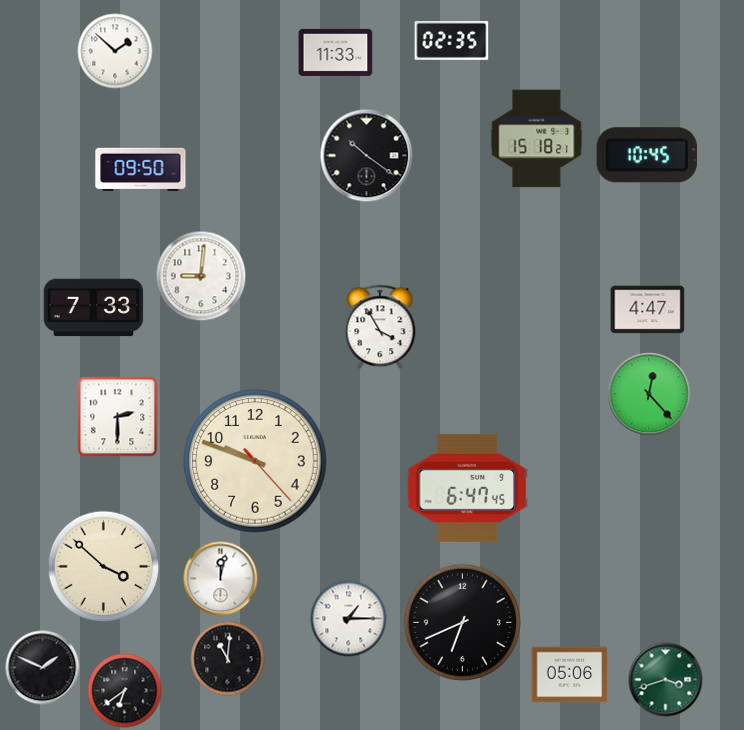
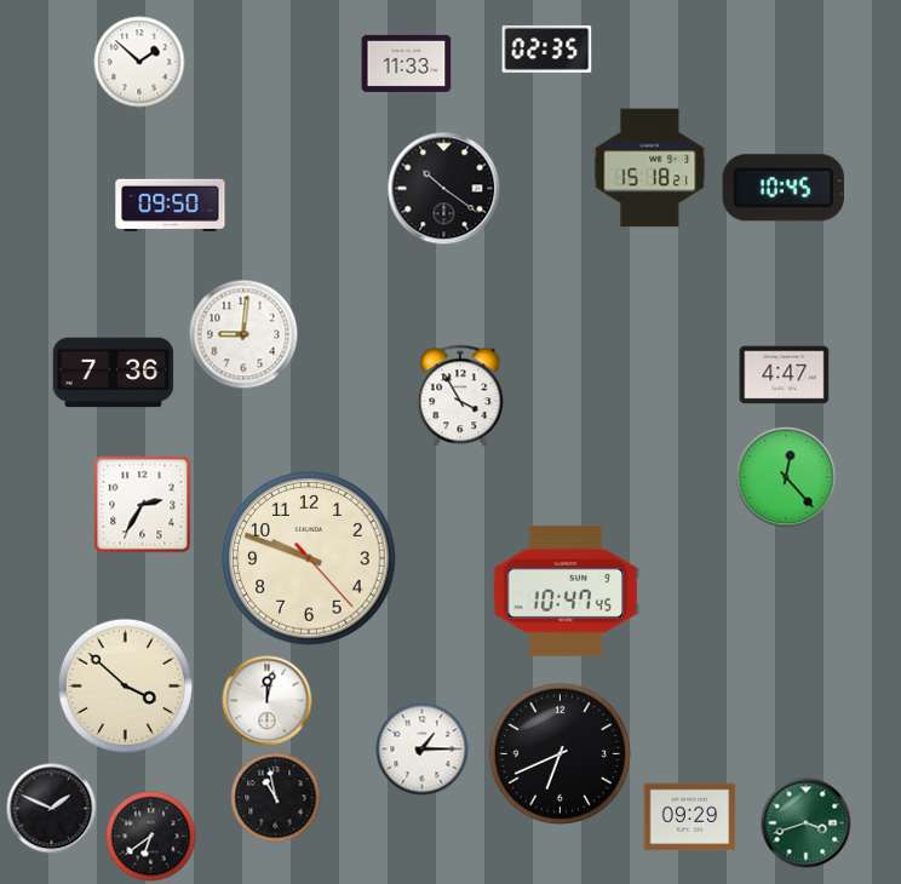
clock at (94, 308): 7:33 -> 7:36
clock at (118, 417): 2:30 -> 2:35
clock at (467, 488): 6:47 -> 10:47
clock at (228, 659): 11:01 -> 10:58
clock at (570, 675): 05:06 -> 09:29
